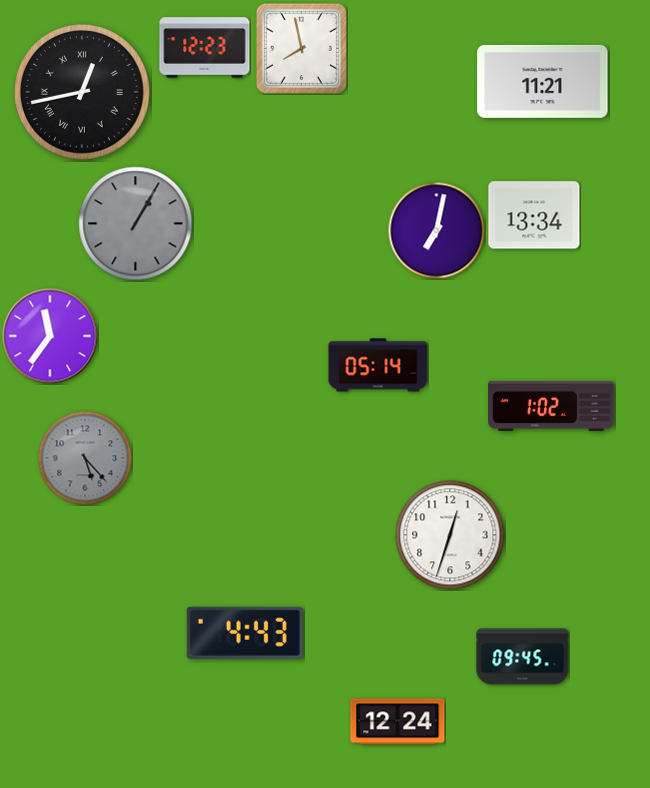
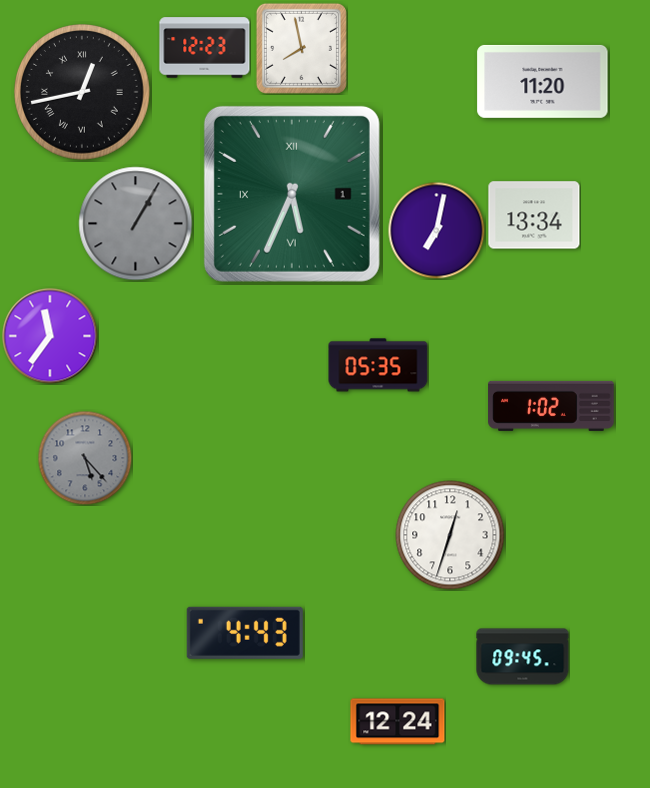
clock at (543, 81): 11:21 -> 11:20
clock at (292, 194): none -> 5:34
clock at (378, 365): 05:14 -> 05:35
